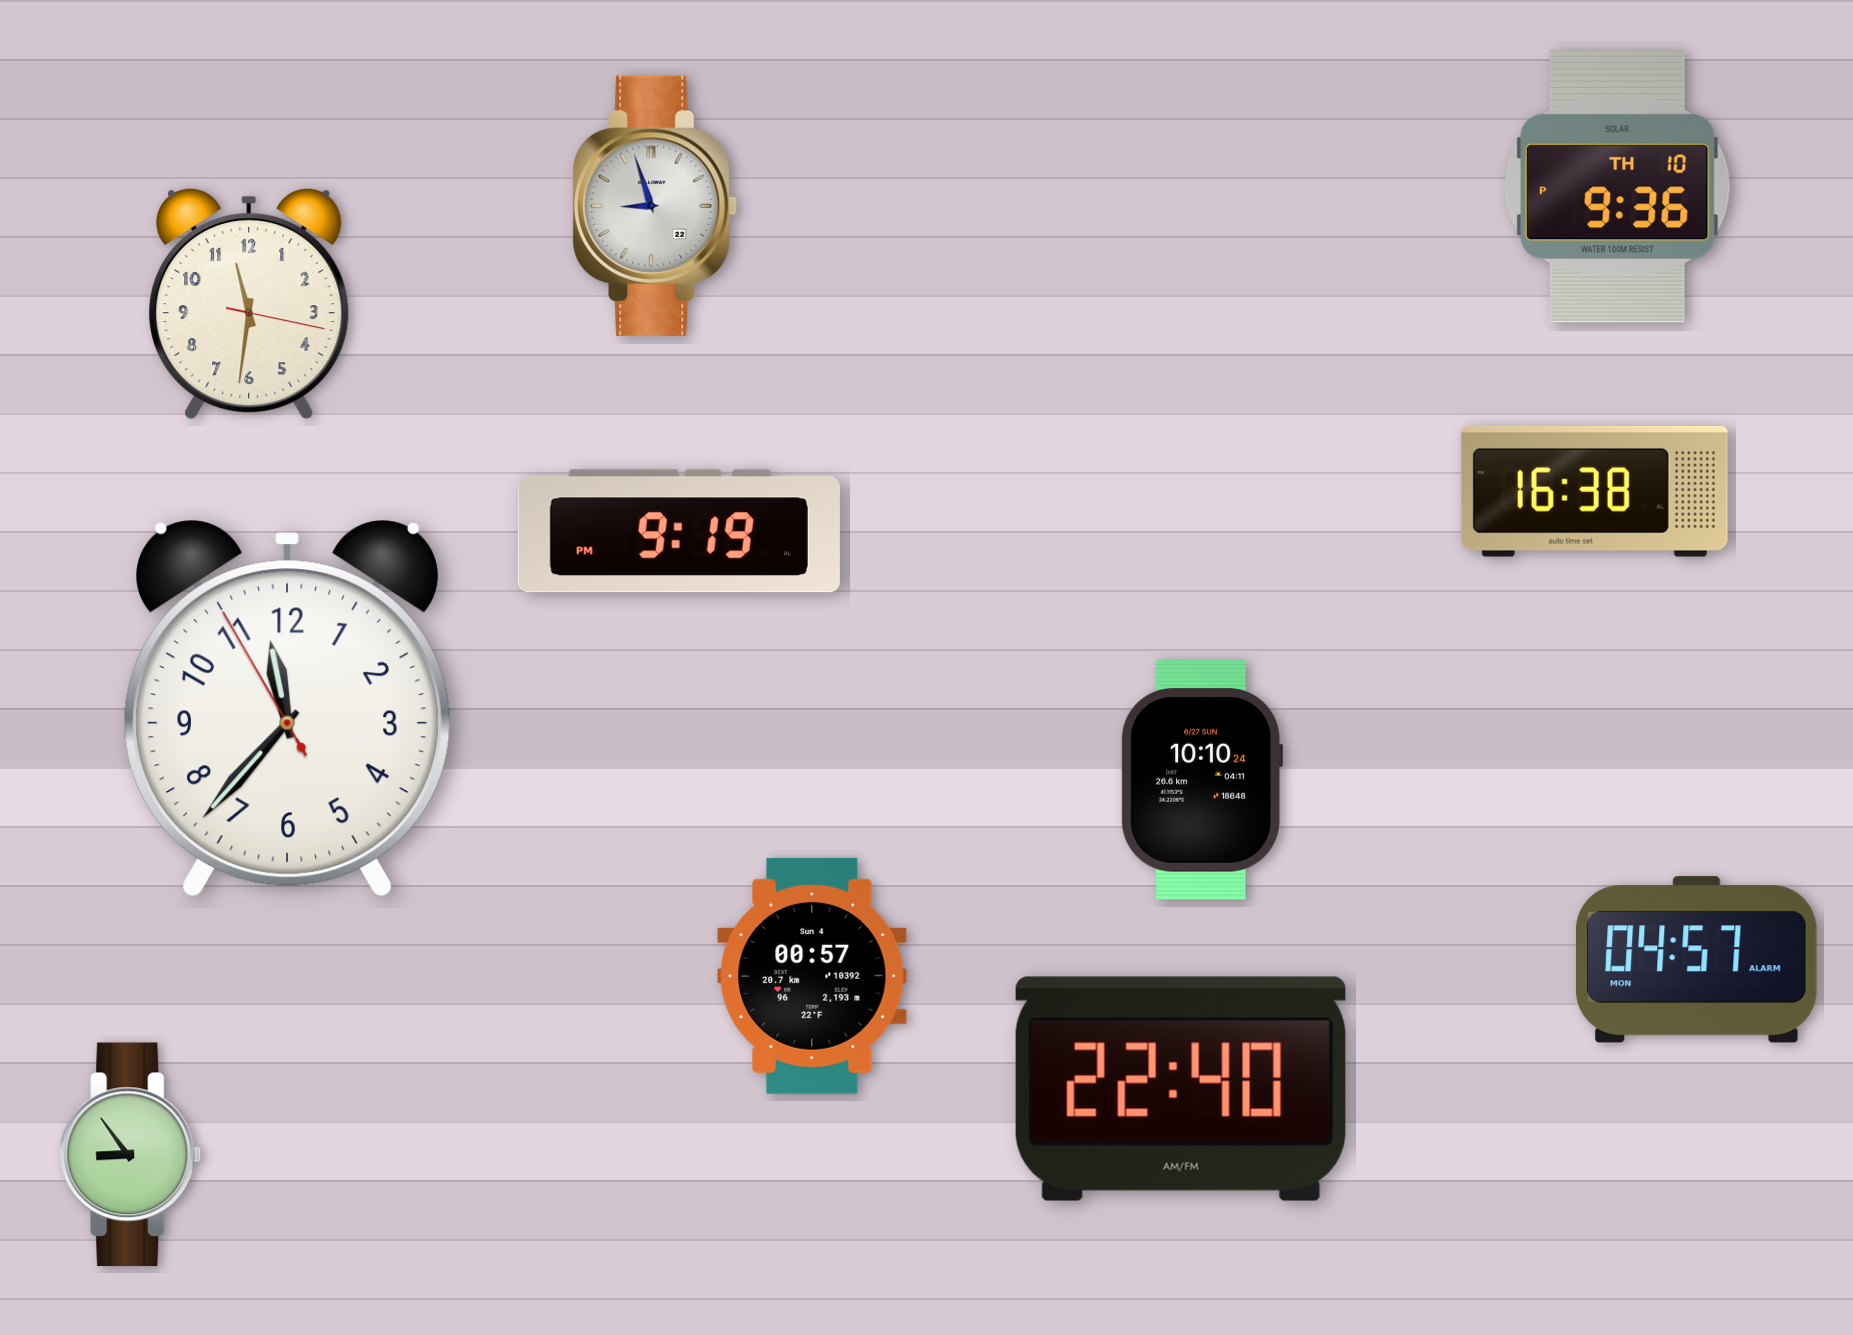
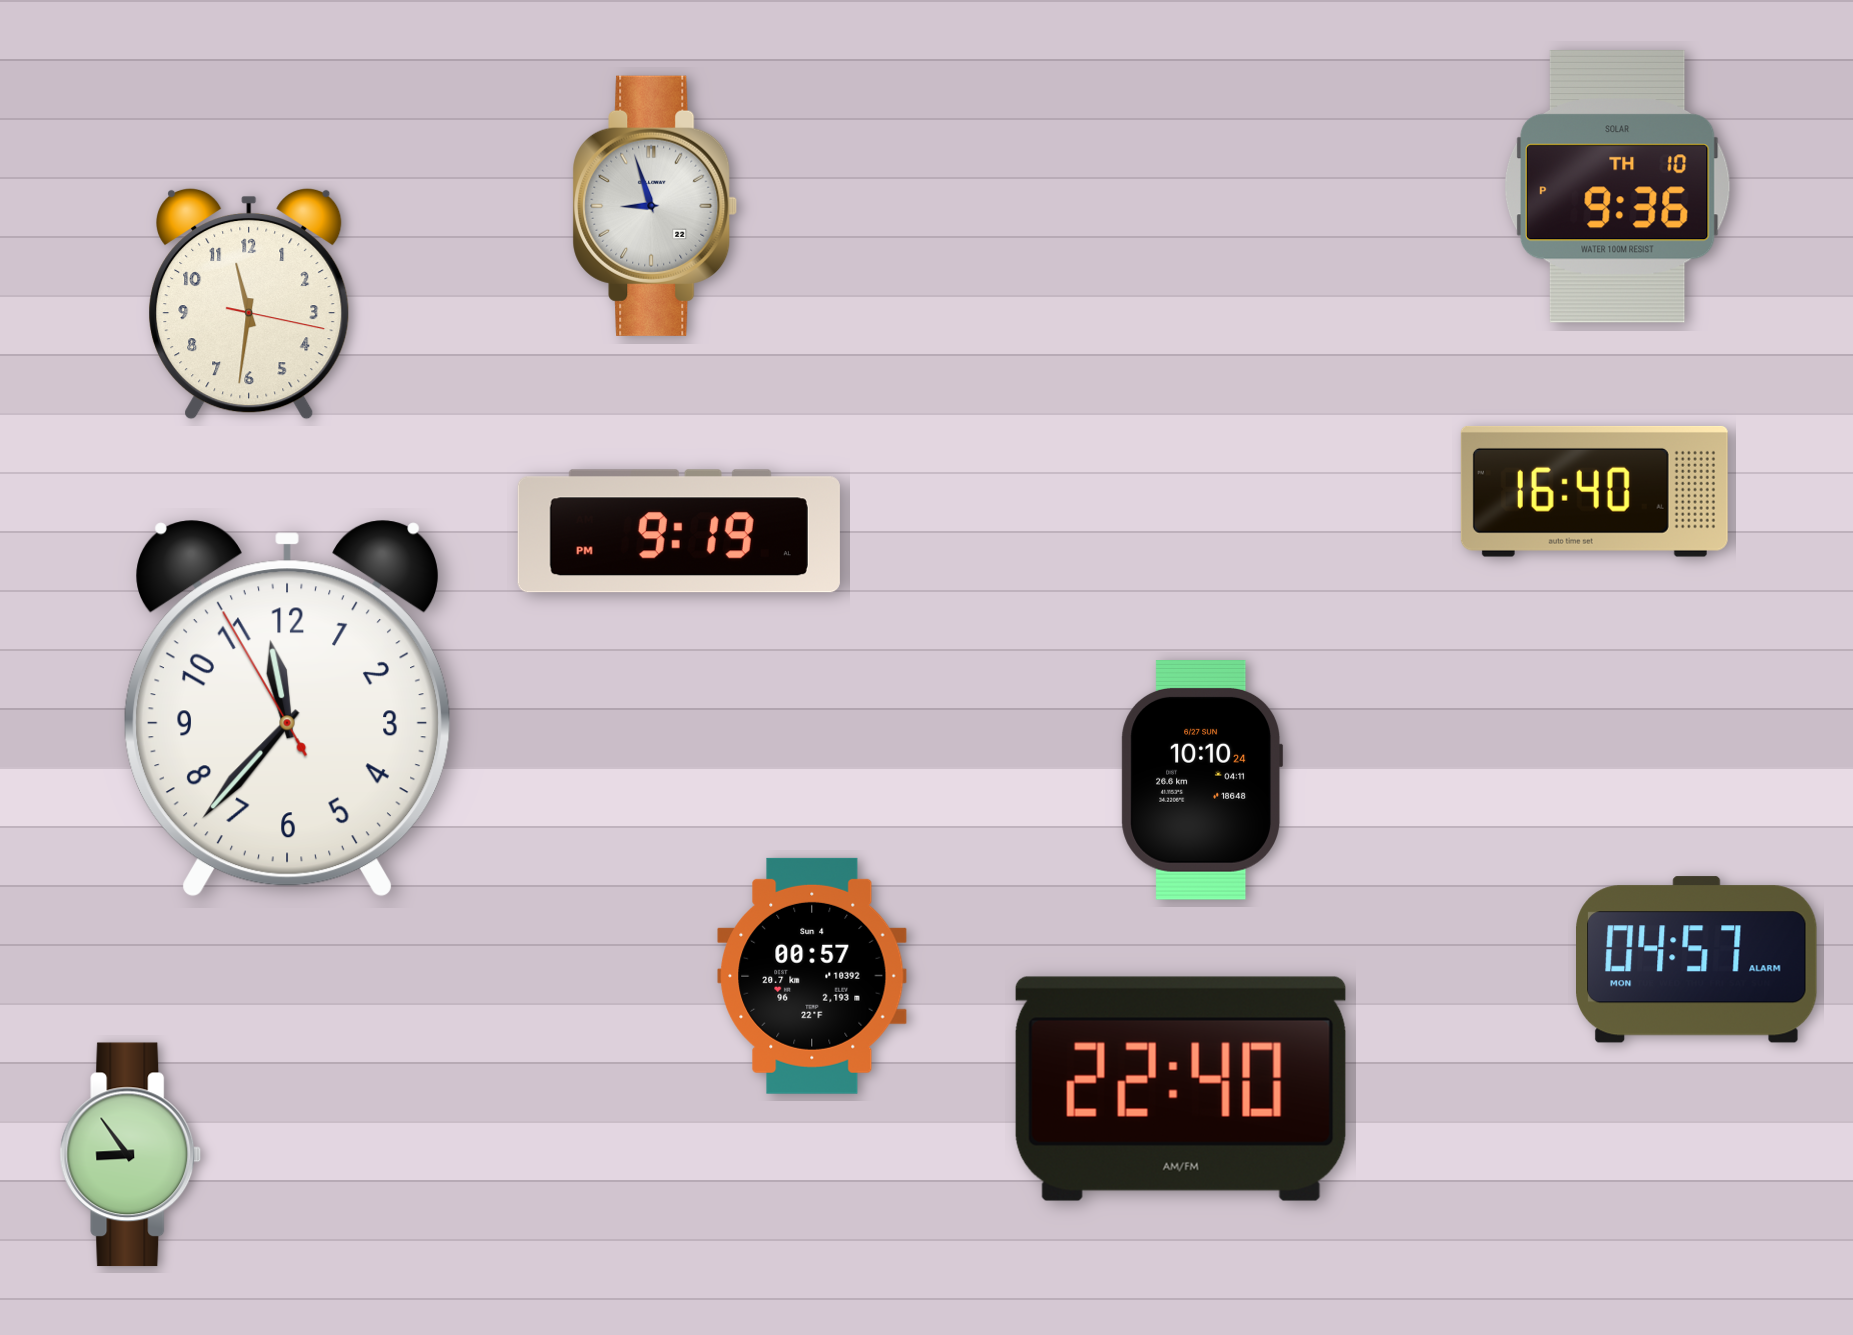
clock at (1594, 491): 16:38 -> 16:40
